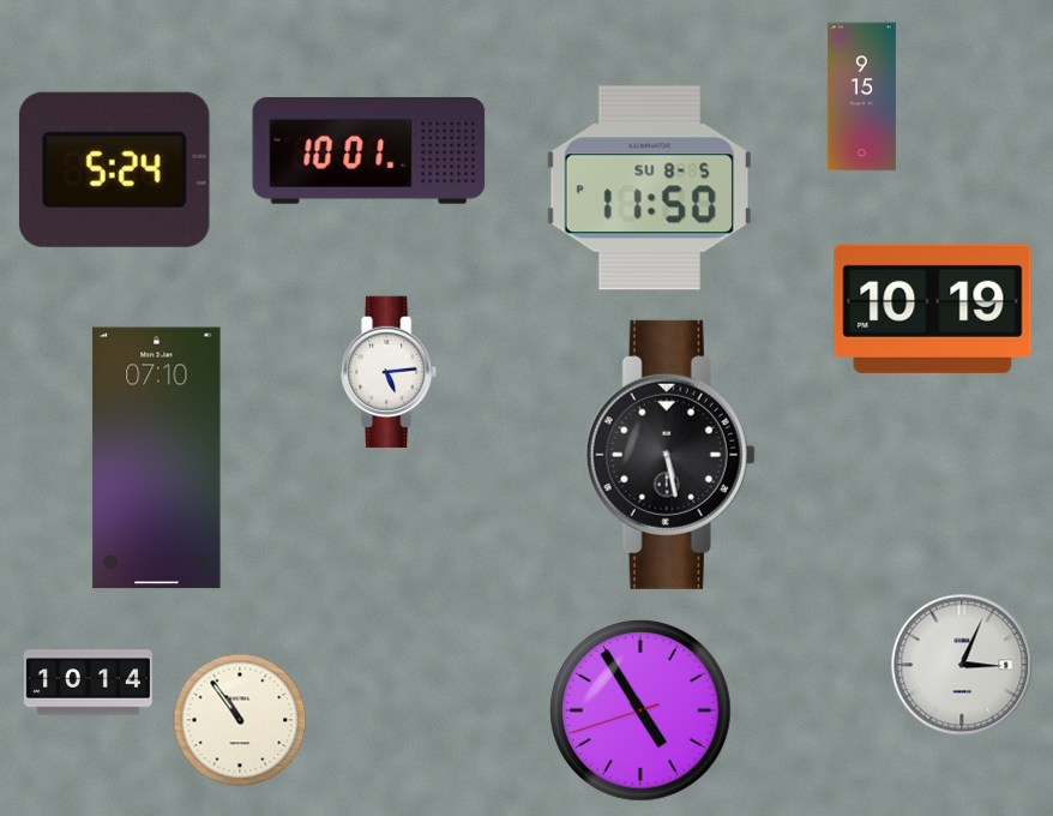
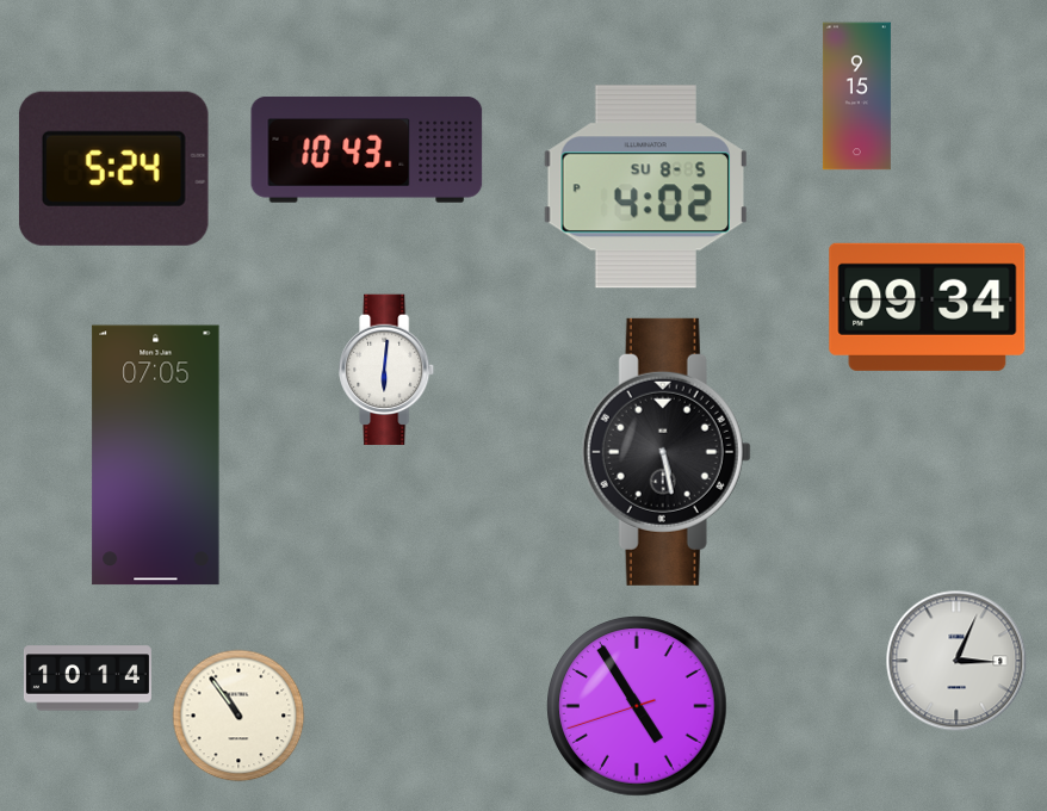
clock at (369, 150): 10:01 -> 10:43
clock at (649, 188): 11:50 -> 4:02
clock at (933, 308): 10:19 -> 09:34
clock at (390, 372): 5:14 -> 6:01
clock at (157, 458): 07:10 -> 07:05
